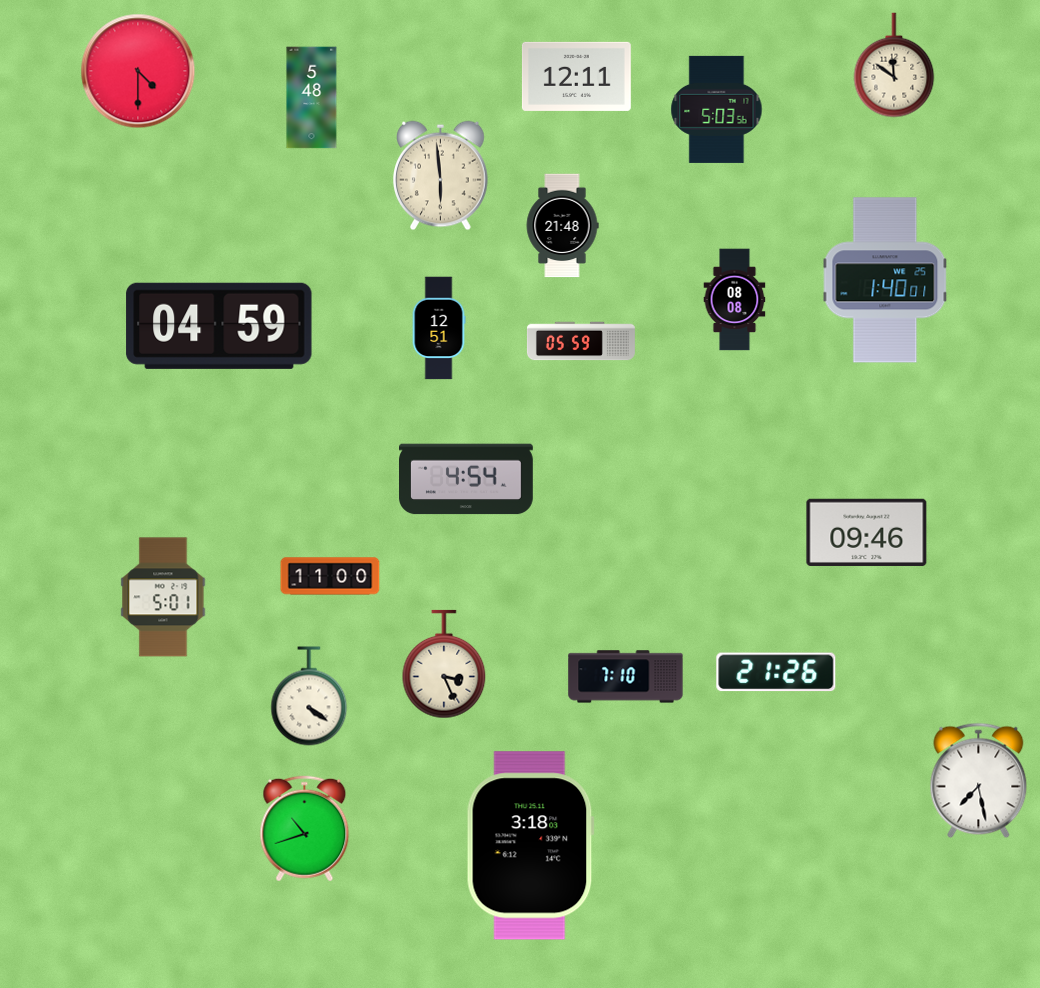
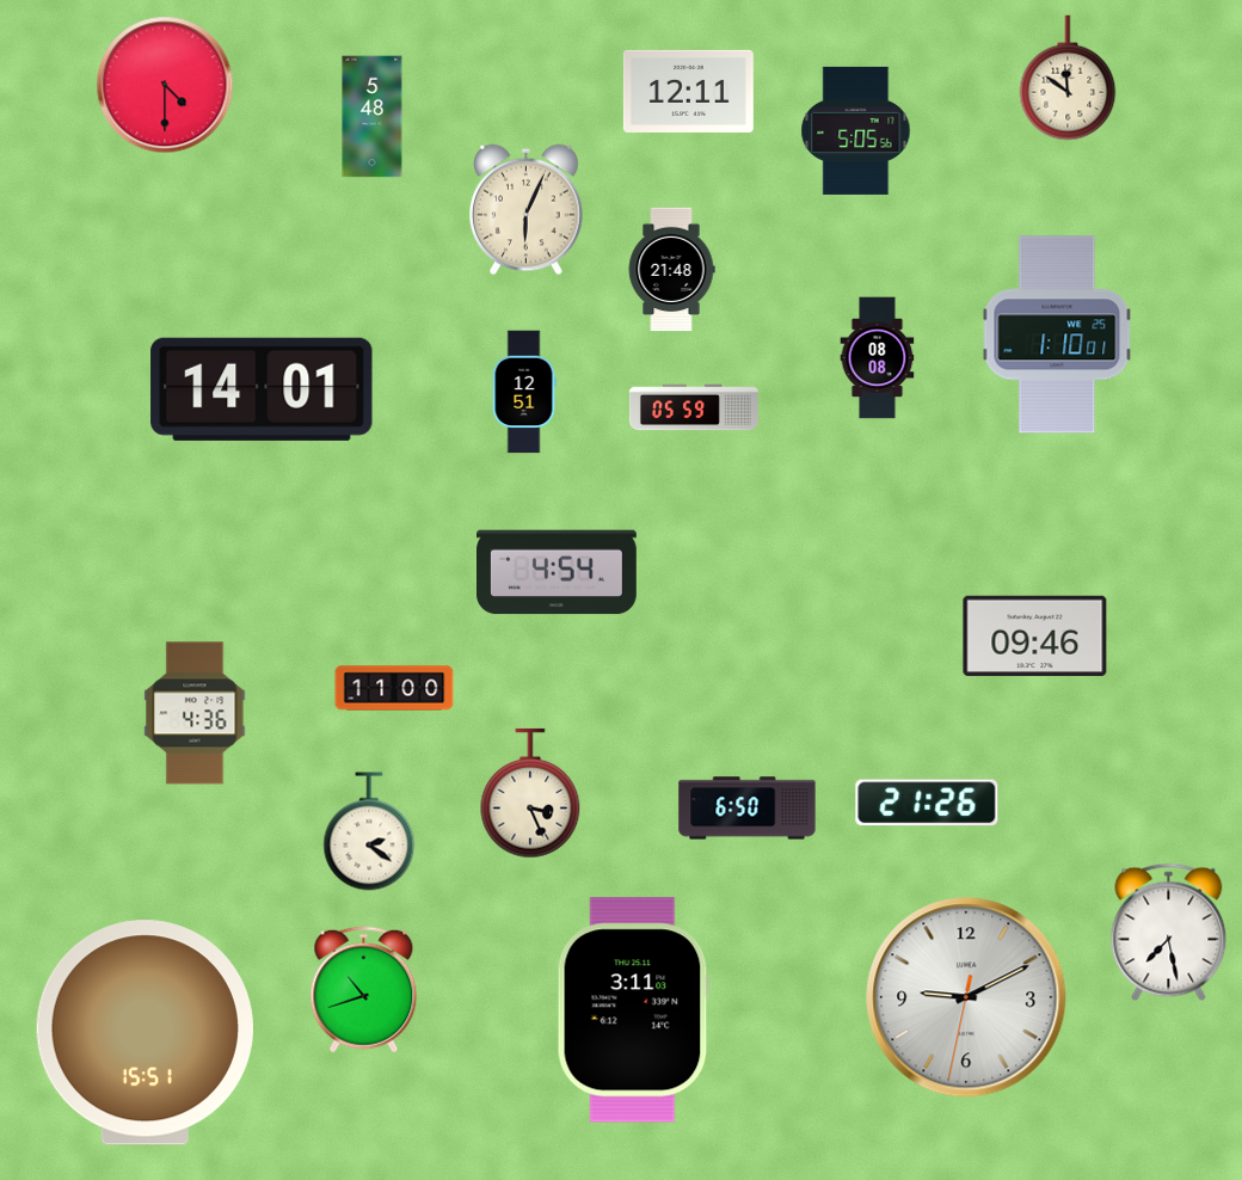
clock at (717, 109): 5:03 -> 5:05
clock at (441, 176): 5:59 -> 6:04
clock at (885, 280): 1:40 -> 1:10
clock at (219, 326): 04:59 -> 14:01
clock at (163, 597): 5:01 -> 4:36
clock at (626, 677): 7:10 -> 6:50
clock at (309, 696): 4:21 -> 2:21
clock at (966, 997): none -> 9:10
clock at (530, 846): 3:18 -> 3:11
clock at (145, 1033): none -> 15:51
